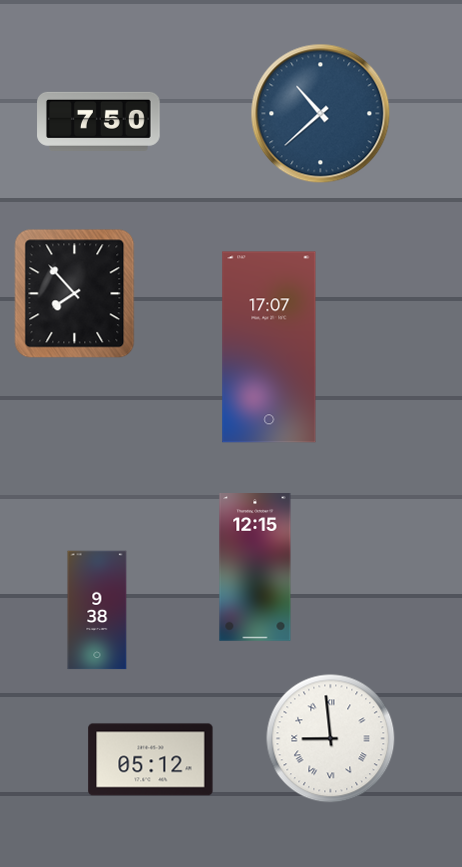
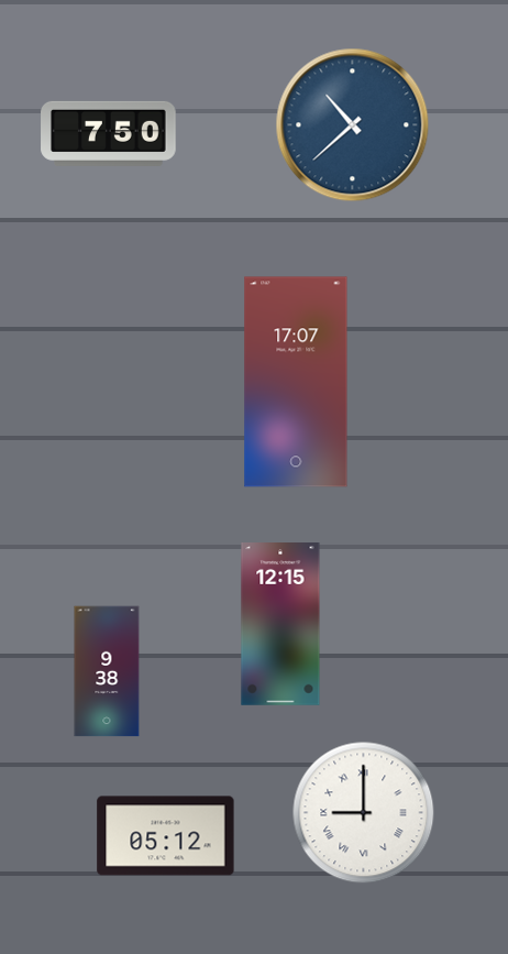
clock at (75, 294): 7:53 -> none
clock at (331, 739): 8:59 -> 9:00
